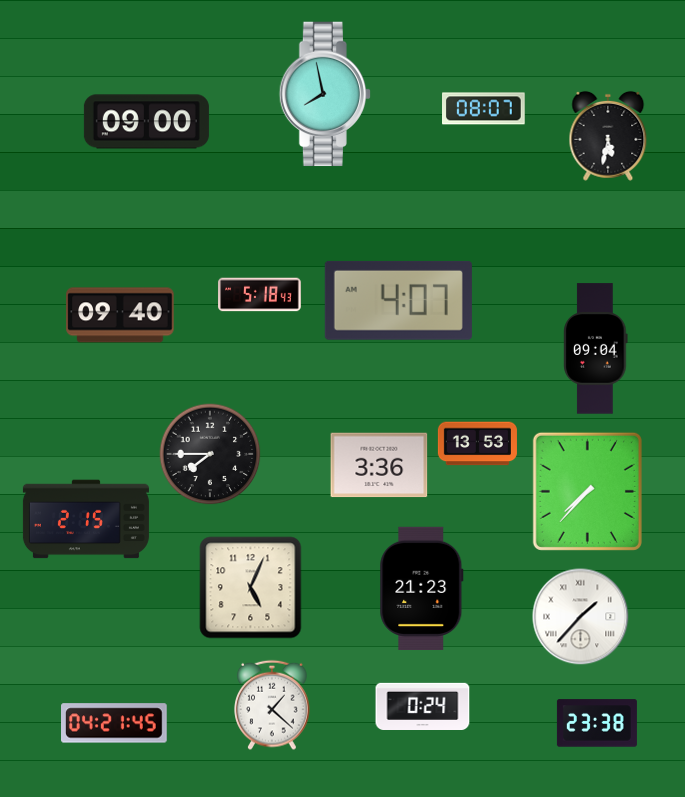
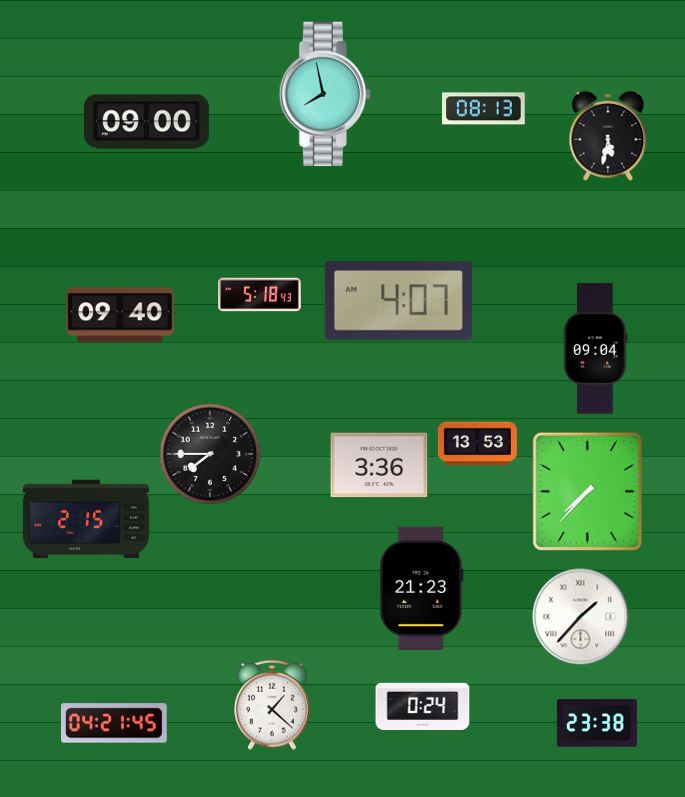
clock at (484, 109): 08:07 -> 08:13
clock at (251, 588): 5:04 -> none
